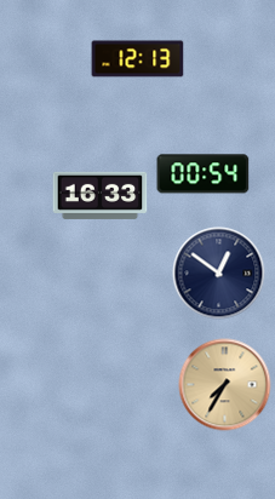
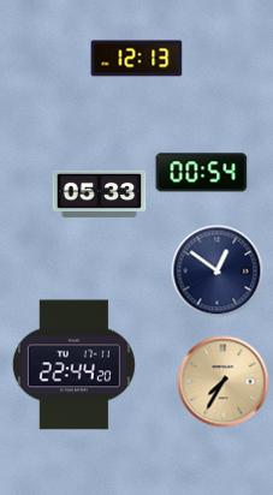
clock at (101, 195): 16:33 -> 05:33
clock at (73, 365): none -> 22:44
